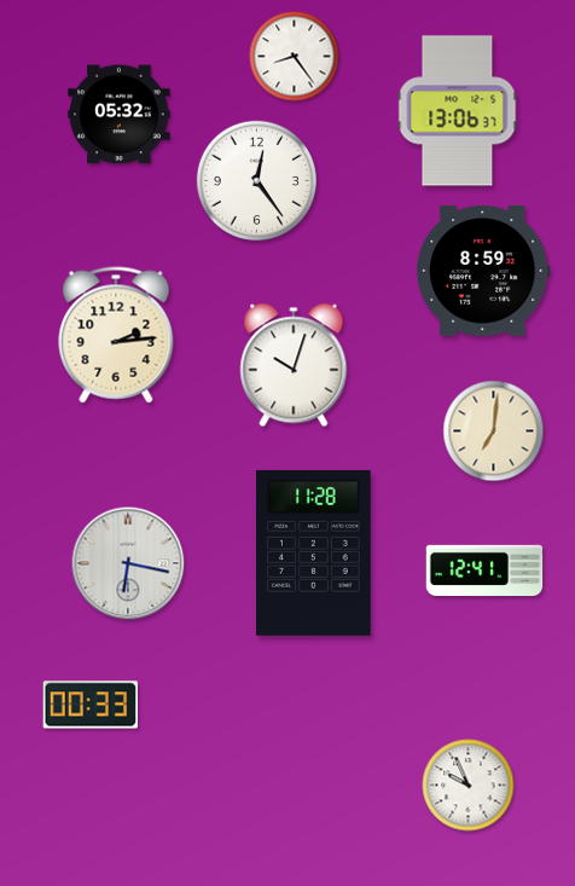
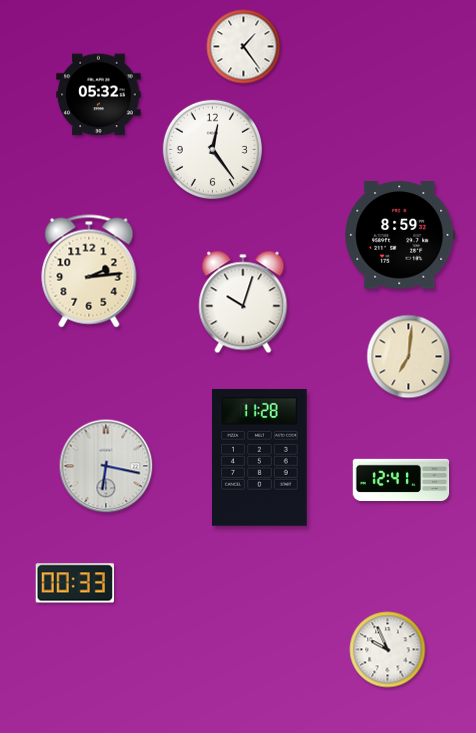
clock at (295, 57): 8:24 -> 1:24
clock at (458, 111): 13:06 -> none
clock at (483, 271) position: (483, 271) -> (400, 235)
clock at (116, 335) position: (116, 335) -> (89, 271)
clock at (484, 569) position: (484, 569) -> (401, 479)
